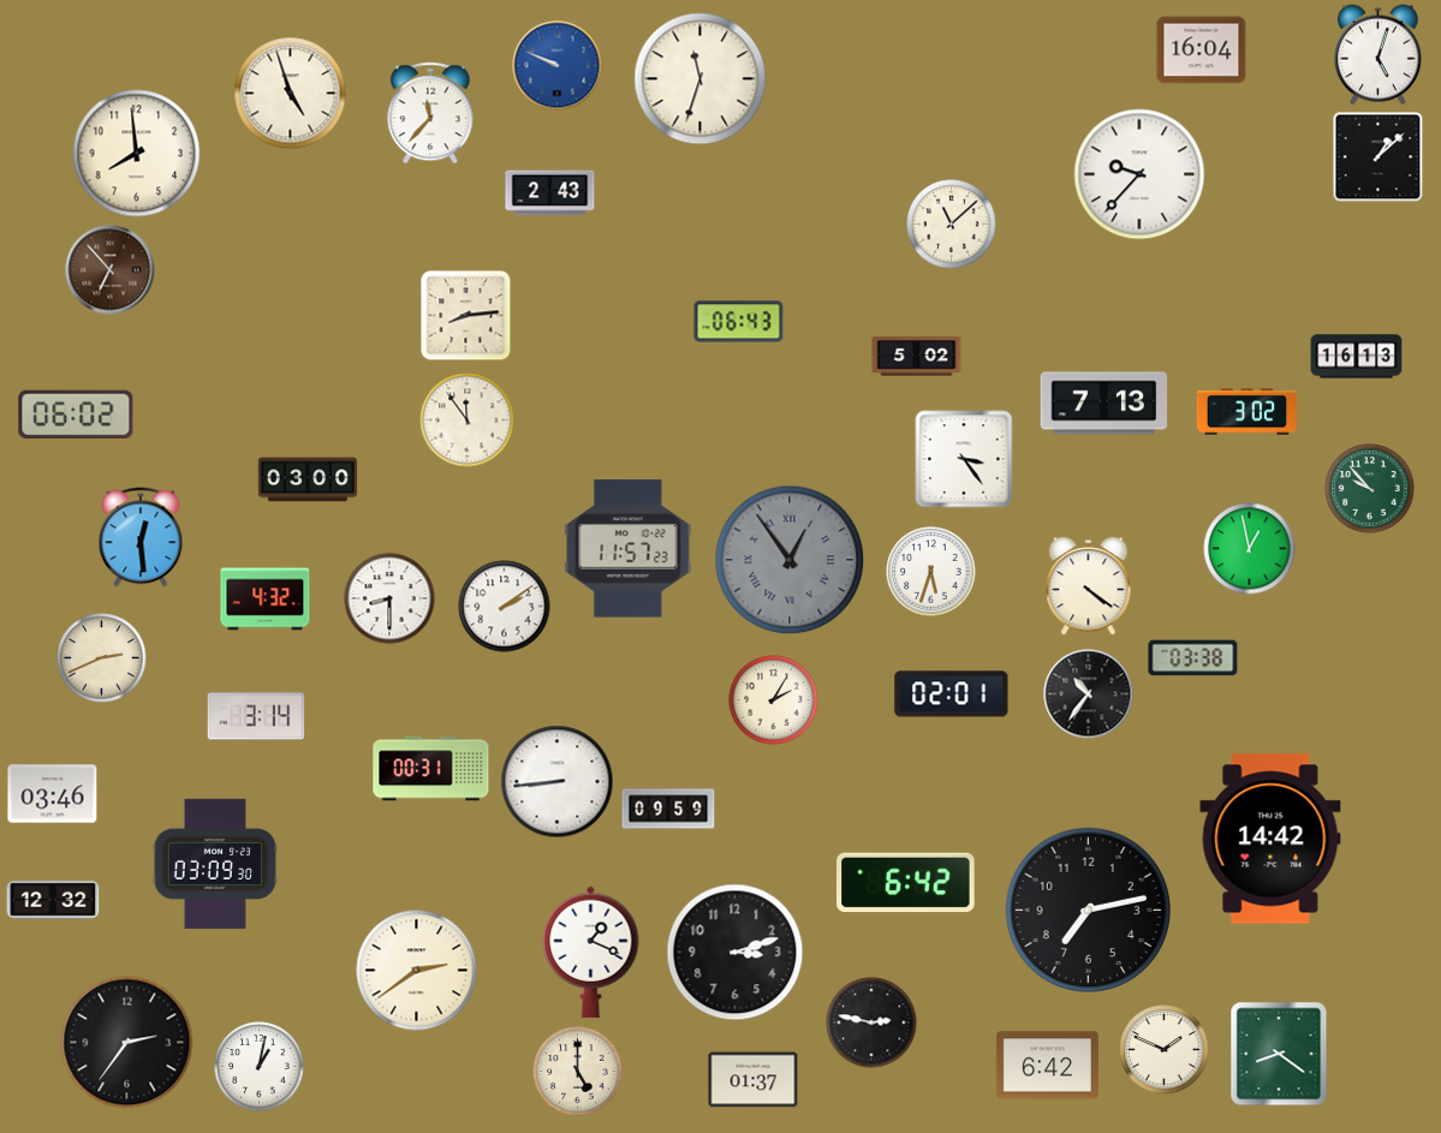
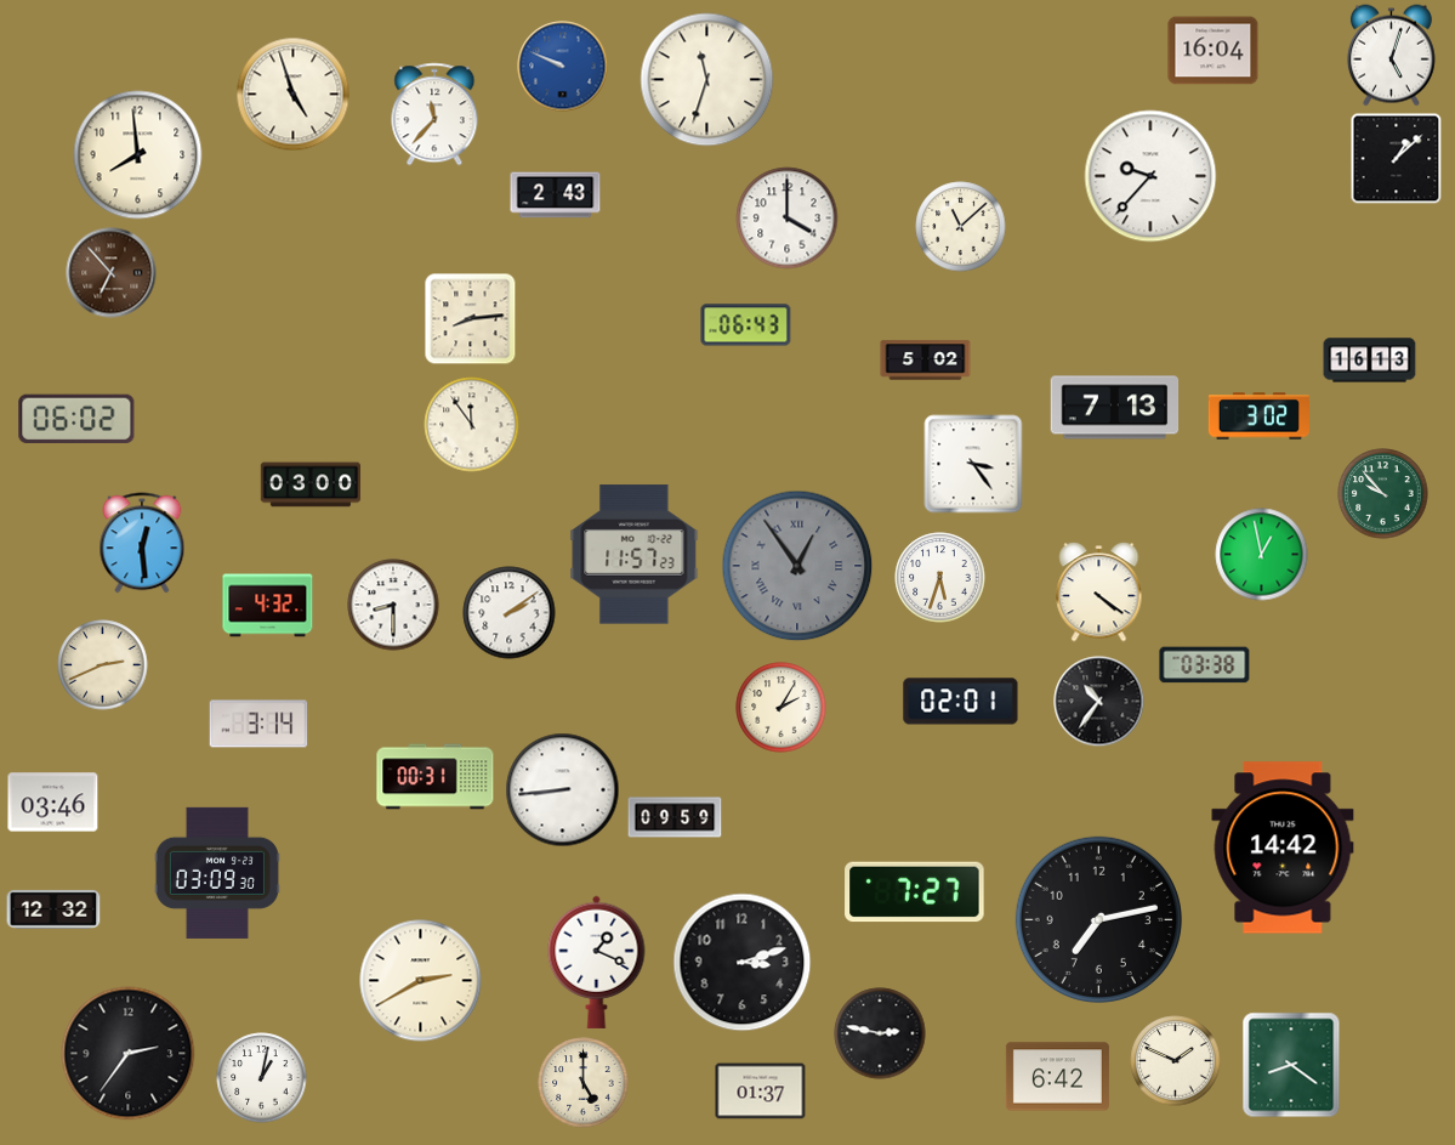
clock at (1379, 157) position: (1379, 157) -> (1397, 159)
clock at (788, 219): none -> 4:00
clock at (906, 883): 6:42 -> 7:27
clock at (417, 971): 2:39 -> 2:40
